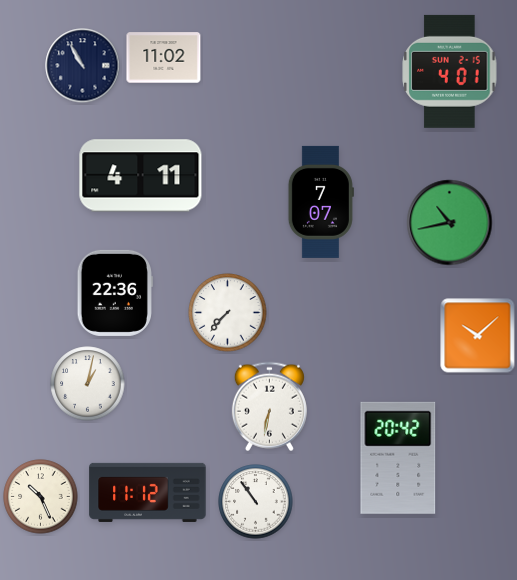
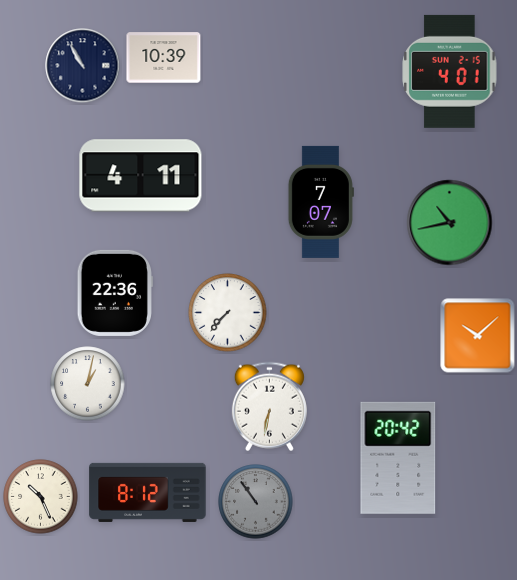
clock at (164, 58): 11:02 -> 10:39
clock at (148, 492): 11:12 -> 8:12
clock at (256, 502) dial: white -> grey
